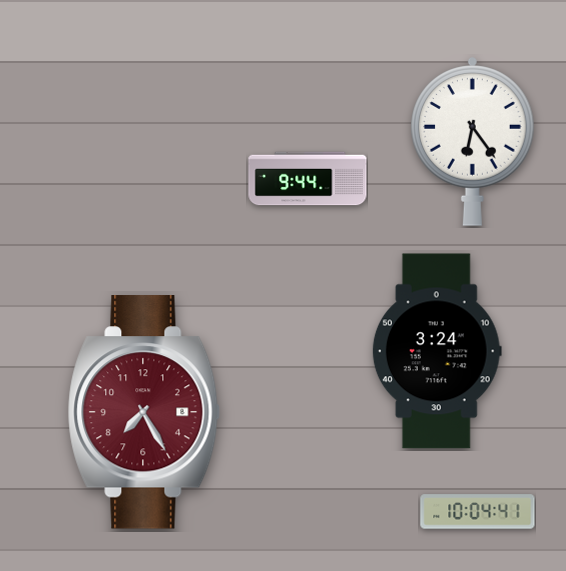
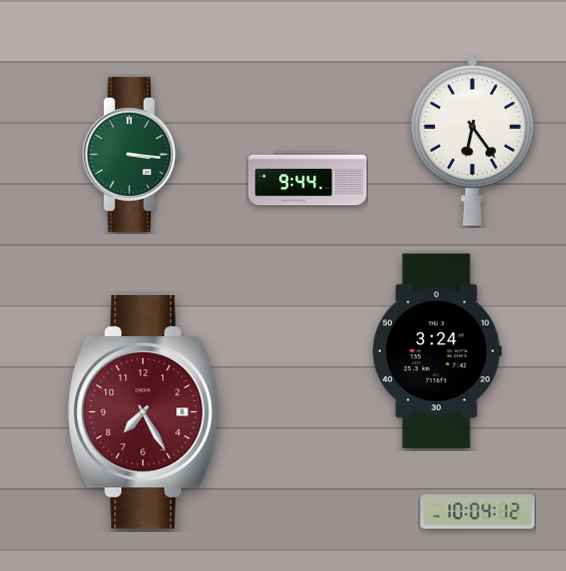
clock at (131, 154): none -> 3:16
clock at (478, 512): 10:04:41 -> 10:04:12
